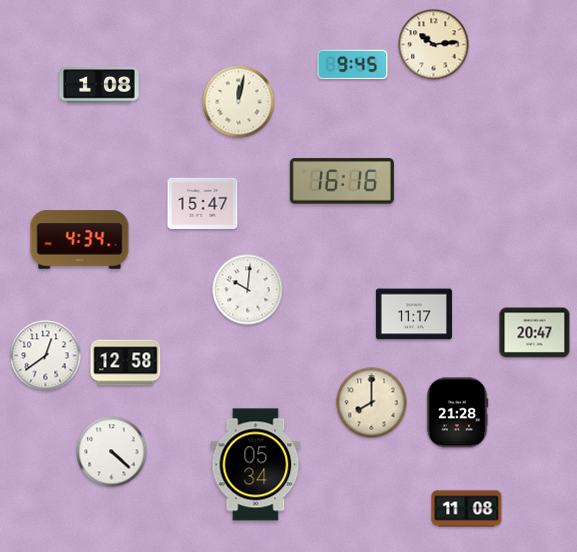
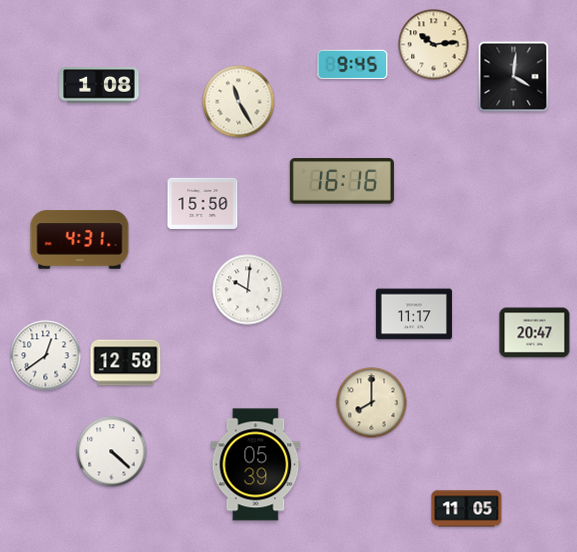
clock at (514, 77): none -> 4:01
clock at (239, 102): 12:02 -> 11:25
clock at (203, 203): 15:47 -> 15:50
clock at (80, 240): 4:34 -> 4:31
clock at (457, 413): 21:28 -> none
clock at (256, 465): 05:34 -> 05:39
clock at (467, 509): 11:08 -> 11:05
